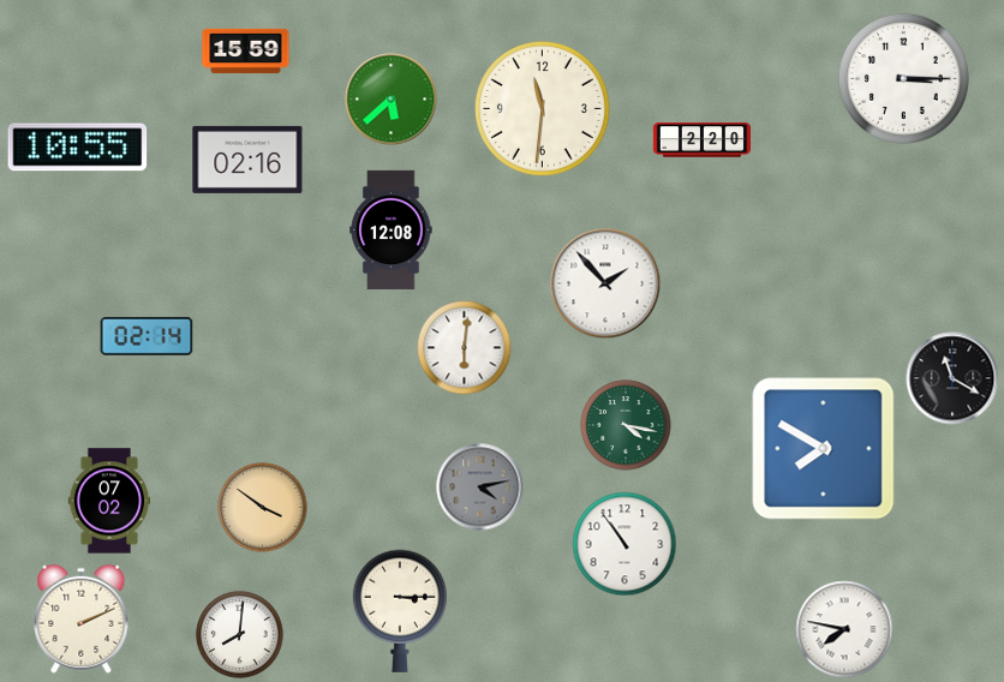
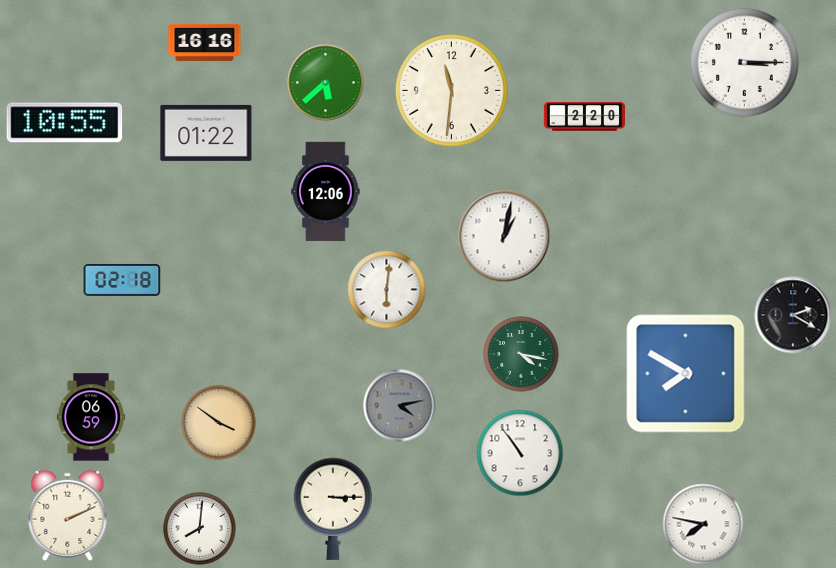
clock at (246, 50): 15:59 -> 16:16
clock at (903, 78) position: (903, 78) -> (744, 62)
clock at (247, 160): 02:16 -> 01:22
clock at (392, 231): 12:08 -> 12:06
clock at (605, 283): 1:53 -> 1:02
clock at (147, 336): 02:14 -> 02:18
clock at (952, 378): 11:20 -> 2:20
clock at (109, 501): 07:02 -> 06:59
